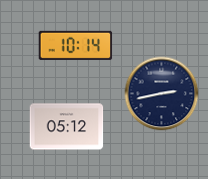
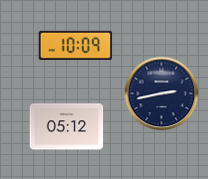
clock at (76, 45): 10:14 -> 10:09
